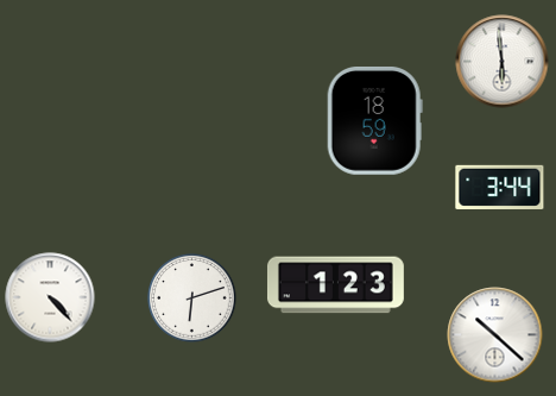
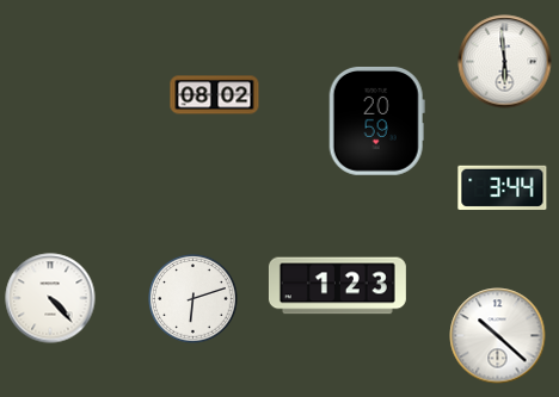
clock at (215, 95): none -> 08:02
clock at (374, 120): 18:59 -> 20:59
